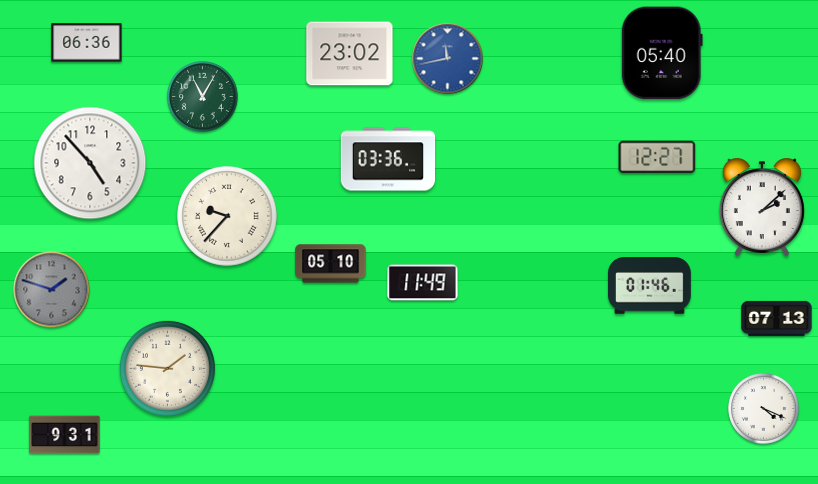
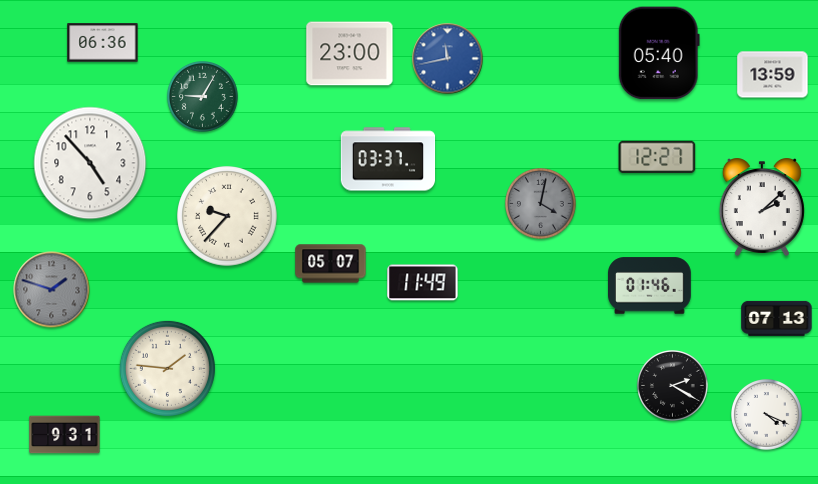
clock at (87, 43) position: (87, 43) -> (103, 43)
clock at (662, 53) position: (662, 53) -> (659, 53)
clock at (350, 54): 23:02 -> 23:00
clock at (773, 75): none -> 13:59
clock at (203, 97): 11:05 -> 9:05
clock at (388, 159): 03:36 -> 03:37
clock at (541, 204): none -> 4:02
clock at (331, 264): 05:10 -> 05:07
clock at (673, 386): none -> 2:20
clock at (764, 409) position: (764, 409) -> (767, 415)
